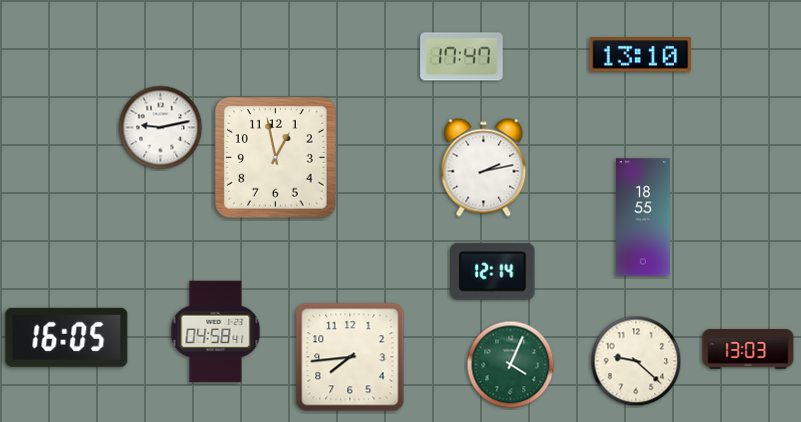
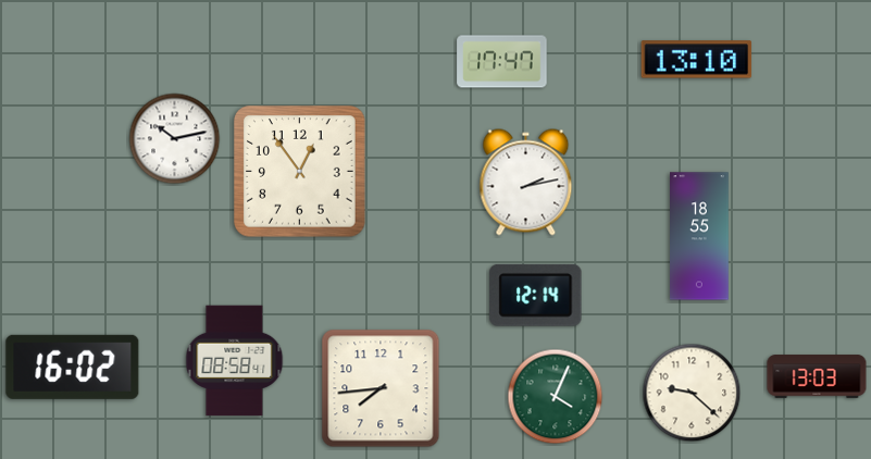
clock at (161, 128): 9:13 -> 10:13
clock at (276, 158): 12:58 -> 12:54
clock at (216, 332): 04:58 -> 08:58
clock at (67, 337): 16:05 -> 16:02
clock at (748, 349) position: (748, 349) -> (817, 376)
